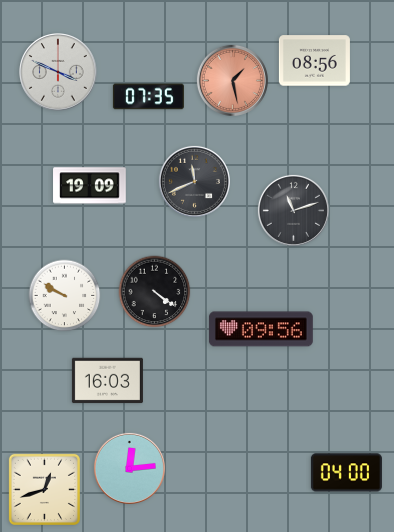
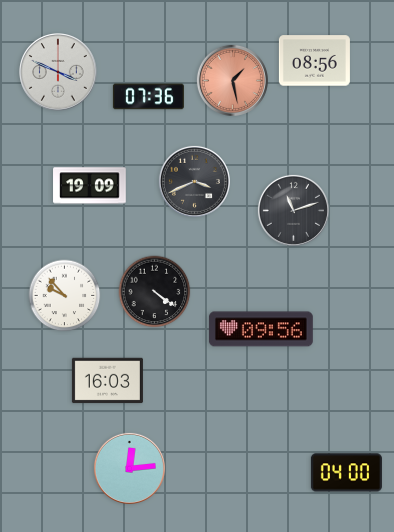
clock at (148, 97): 07:35 -> 07:36
clock at (194, 181): 11:41 -> 3:41
clock at (65, 296): 9:50 -> 9:53
clock at (44, 489): 12:42 -> none
